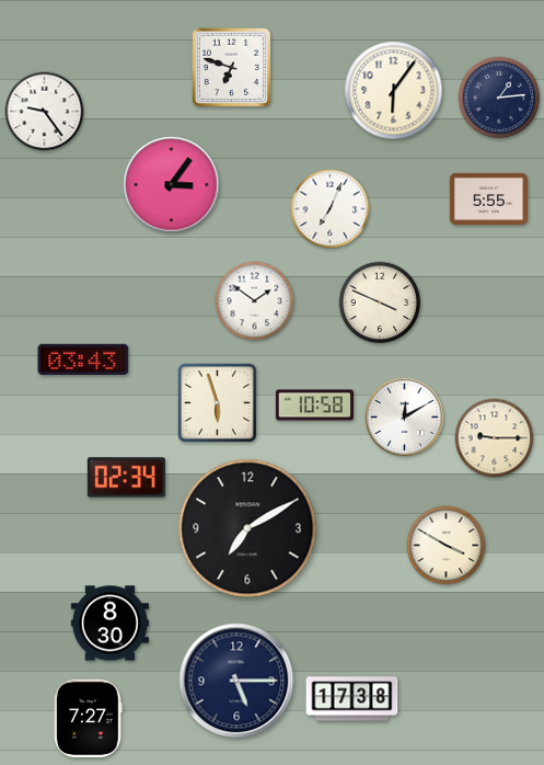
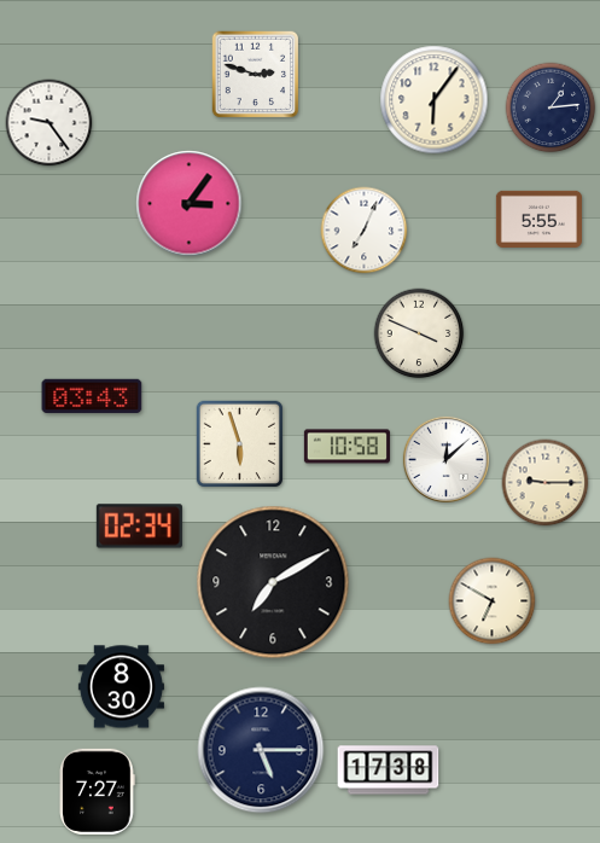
clock at (232, 68): 6:48 -> 2:48
clock at (255, 301): 1:51 -> none
clock at (404, 416): 12:10 -> 12:08
clock at (447, 546): 3:50 -> 6:50
